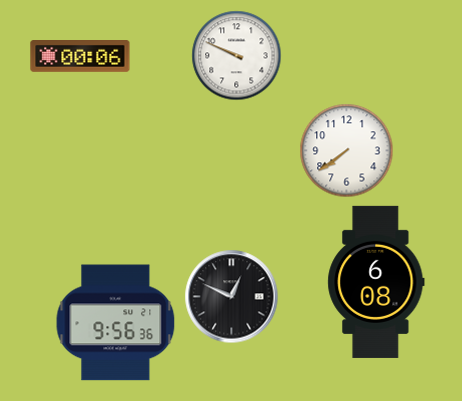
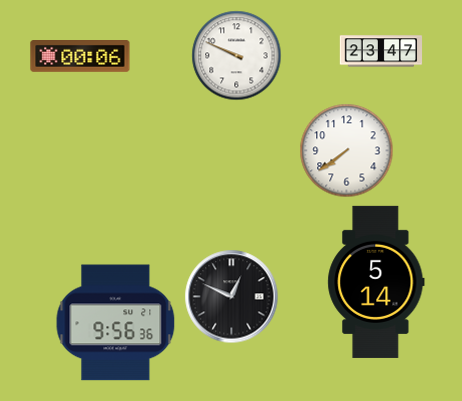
clock at (381, 51): none -> 23:47
clock at (376, 282): 6:08 -> 5:14
